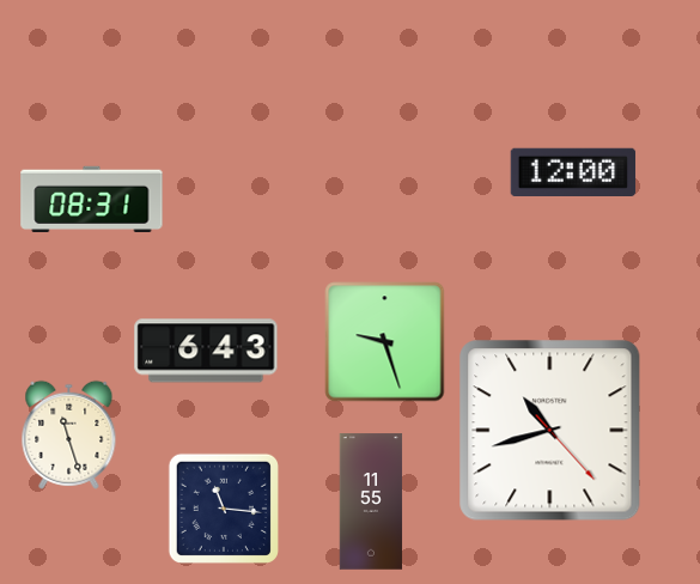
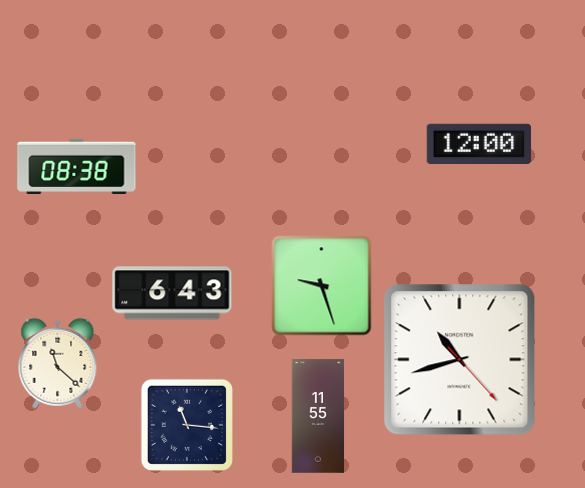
clock at (92, 199): 08:31 -> 08:38
clock at (69, 434): 11:27 -> 11:22
clock at (371, 501) position: (371, 501) -> (318, 416)
